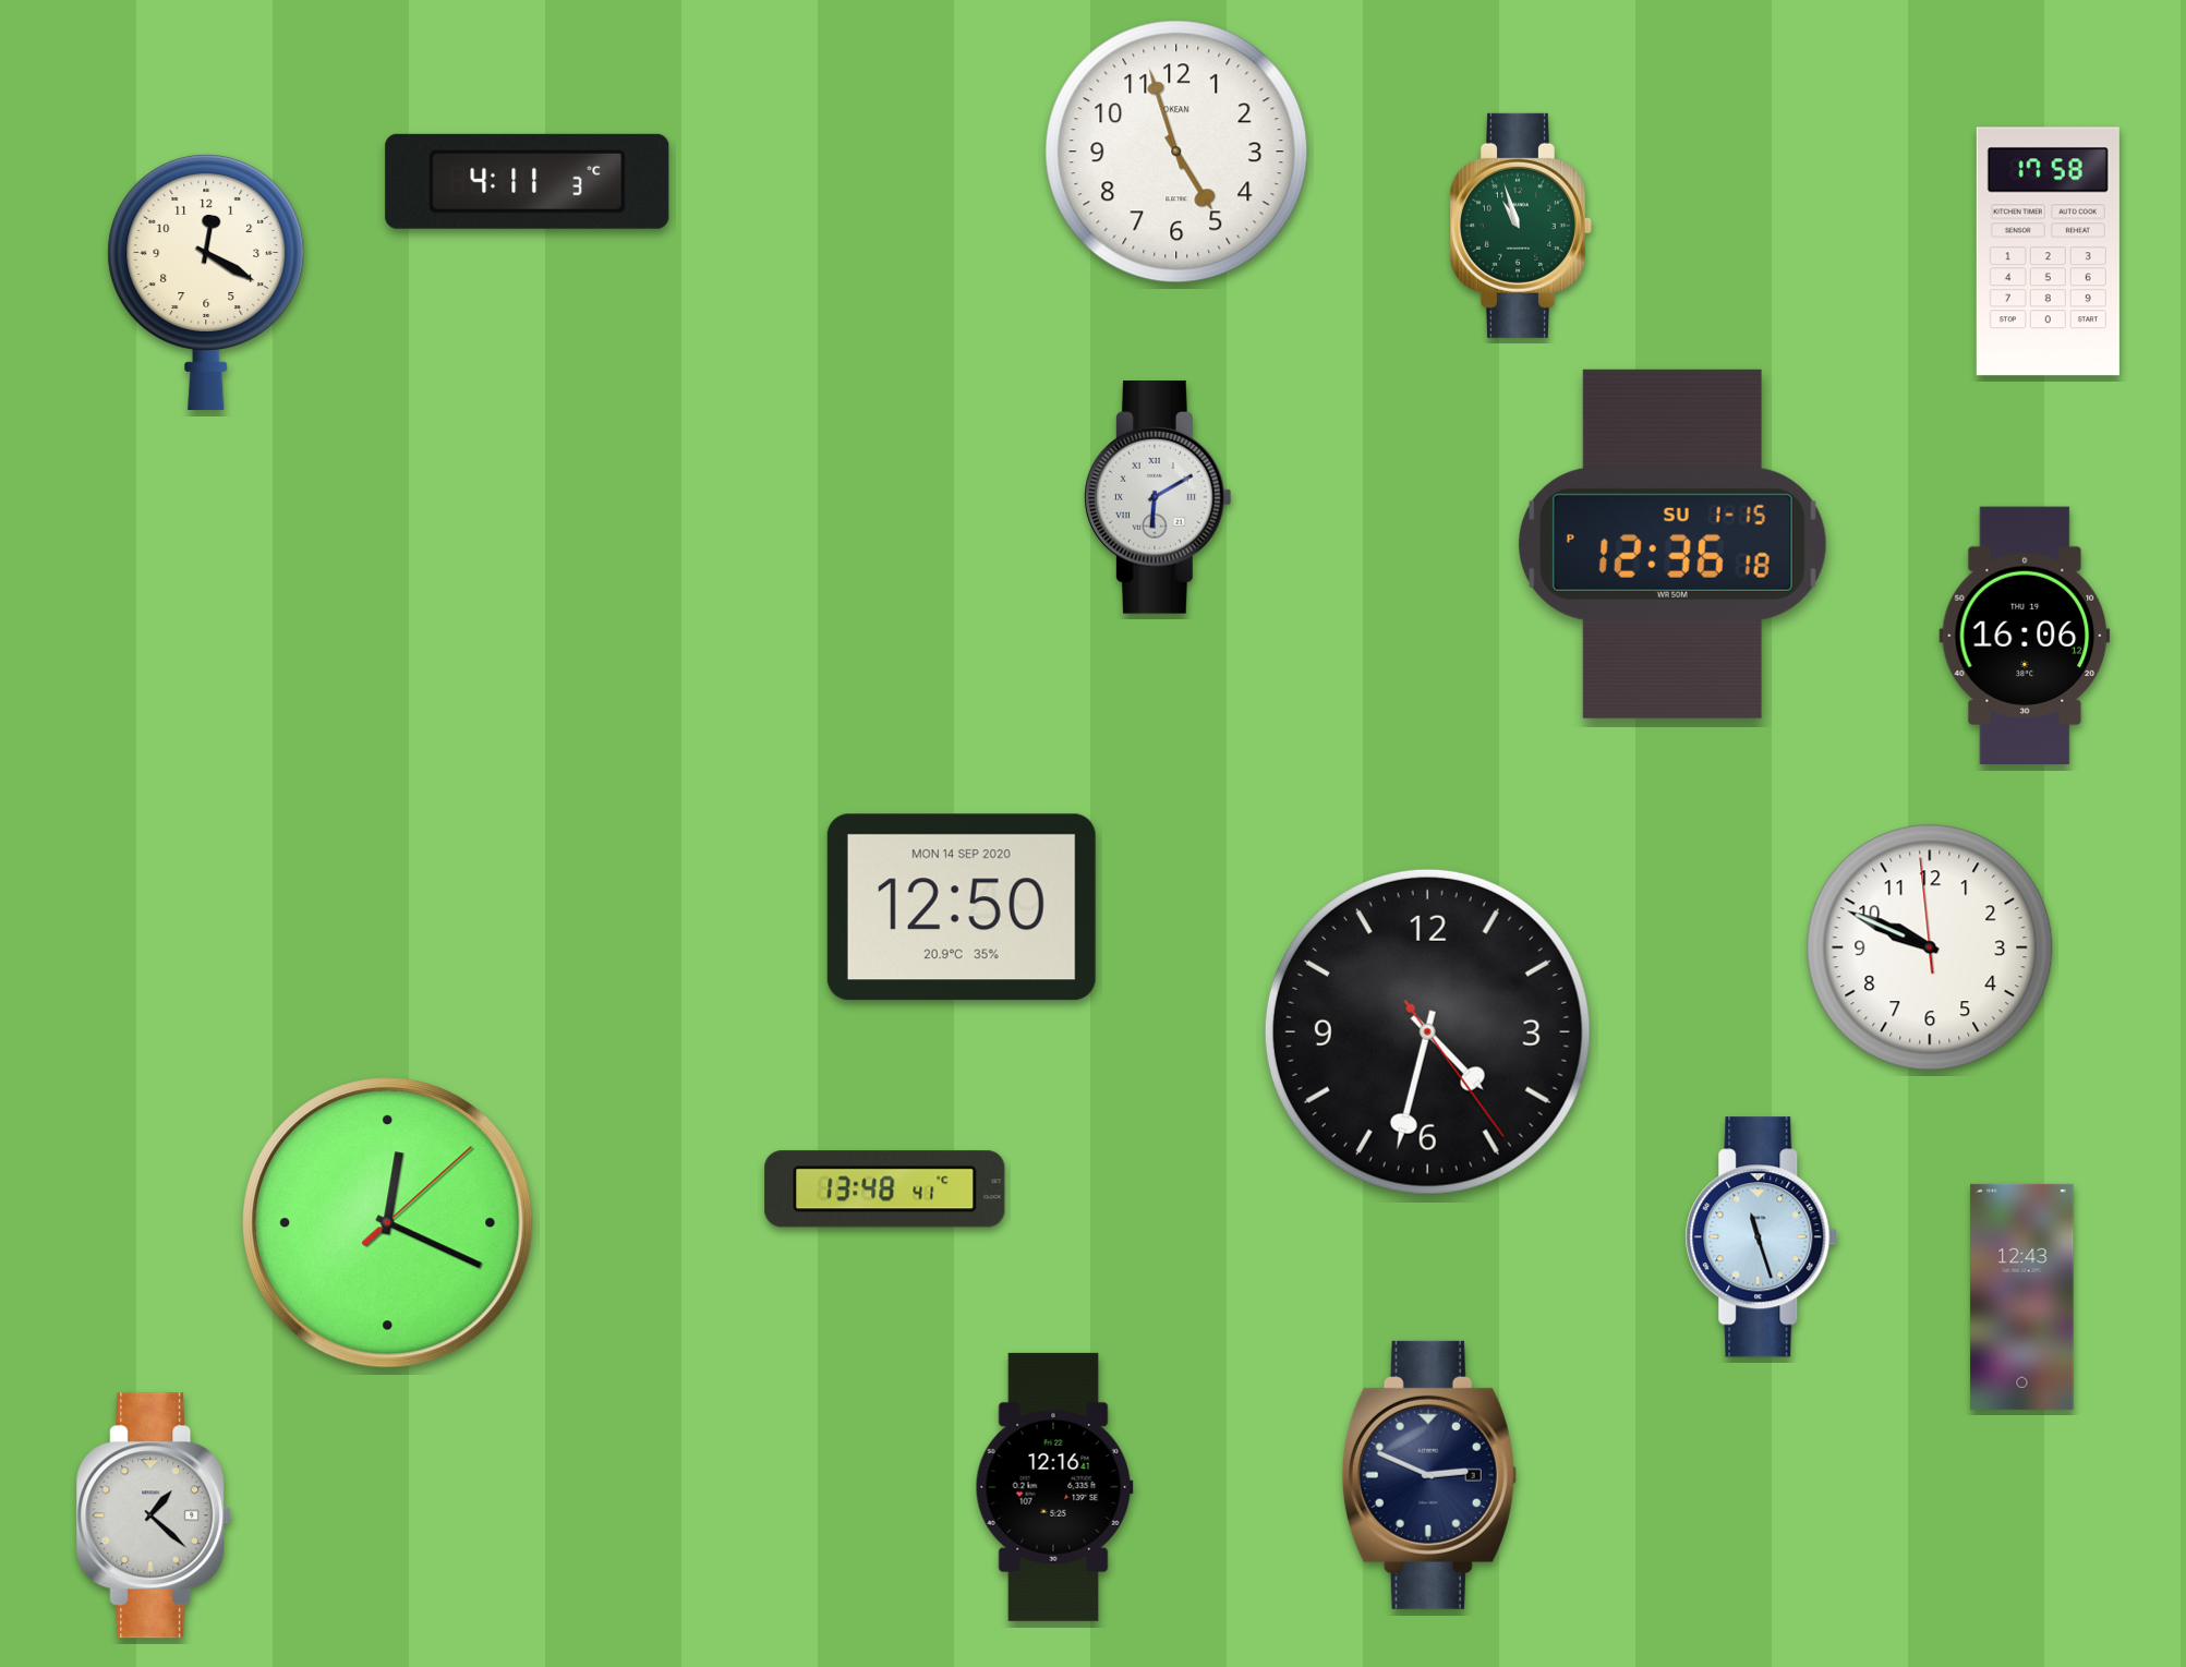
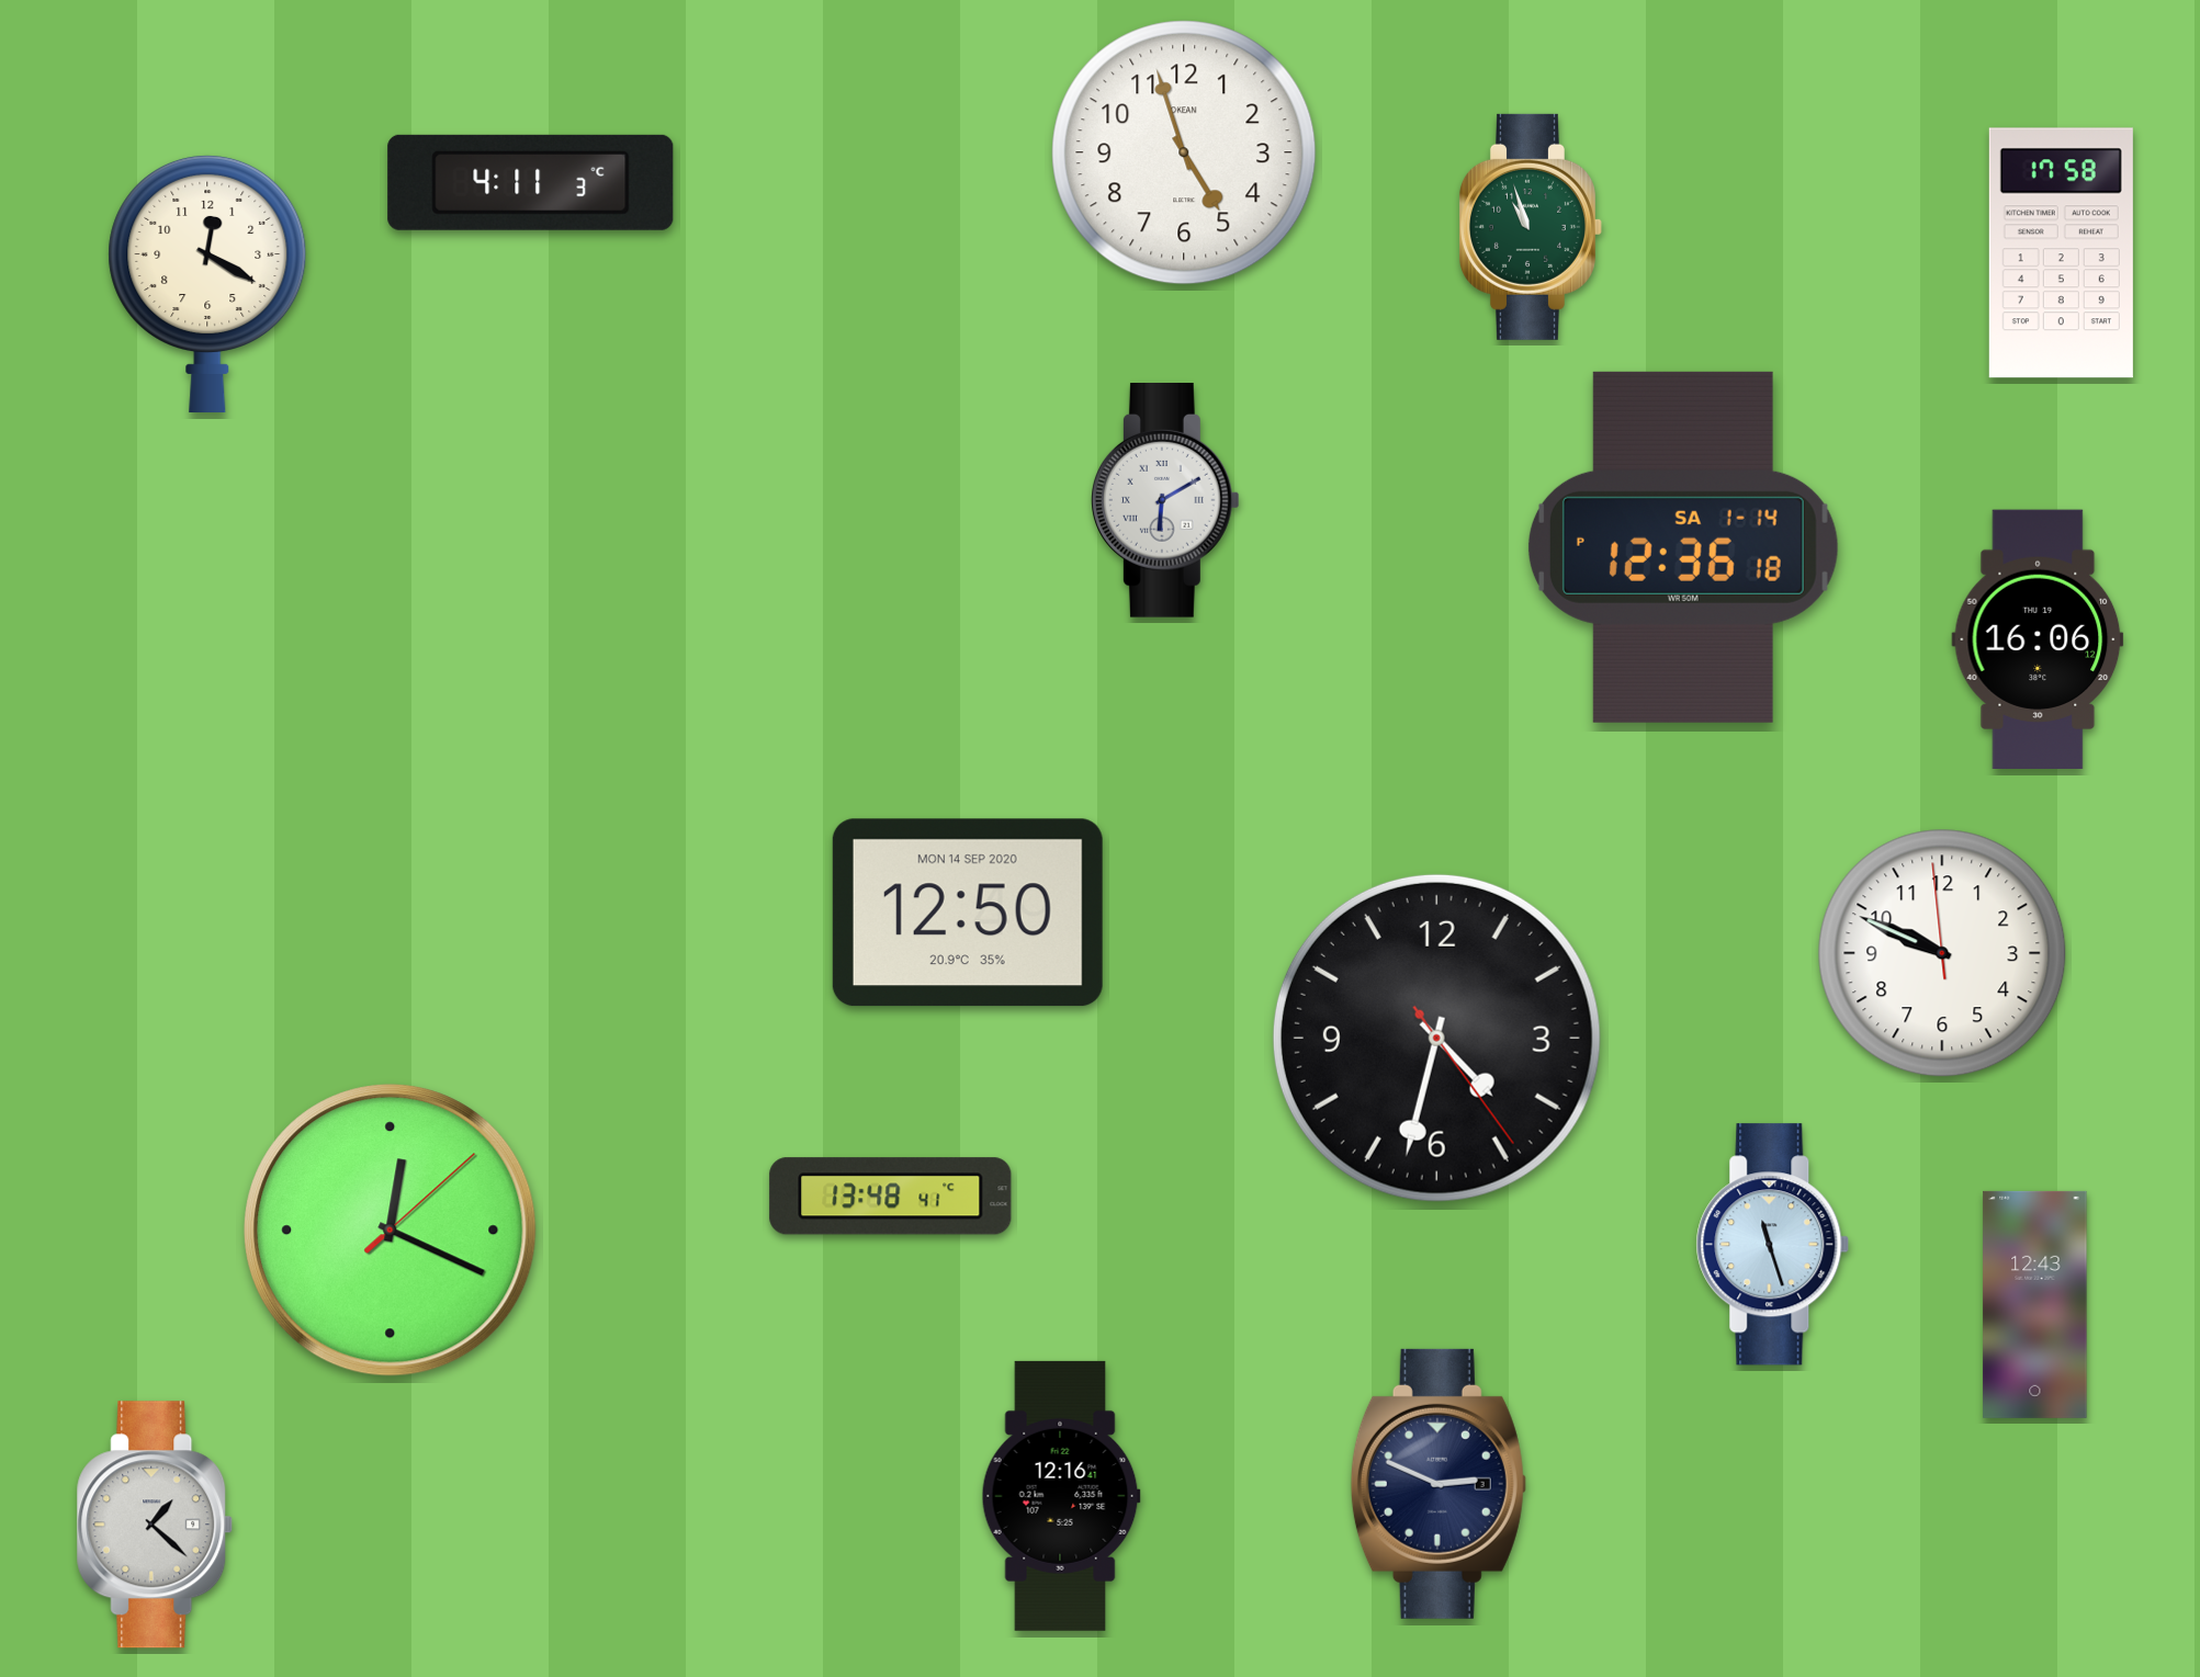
clock at (1672, 544) date: SU 1-15 -> SA 1-14
